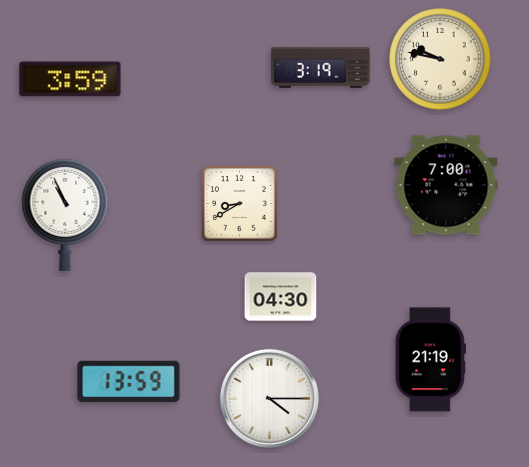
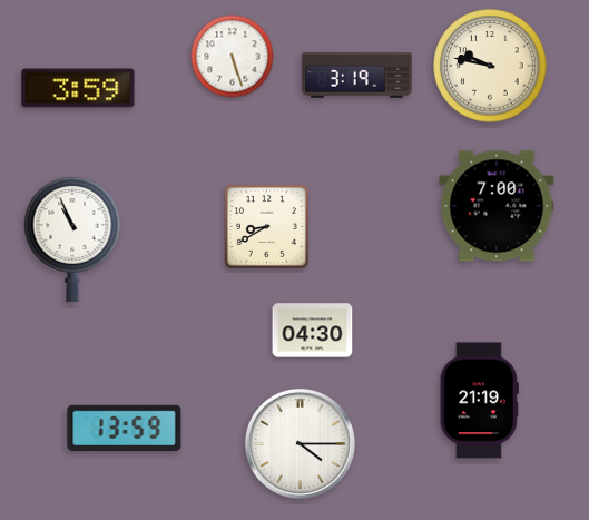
clock at (233, 57): none -> 5:27
clock at (129, 382) position: (129, 382) -> (125, 429)
